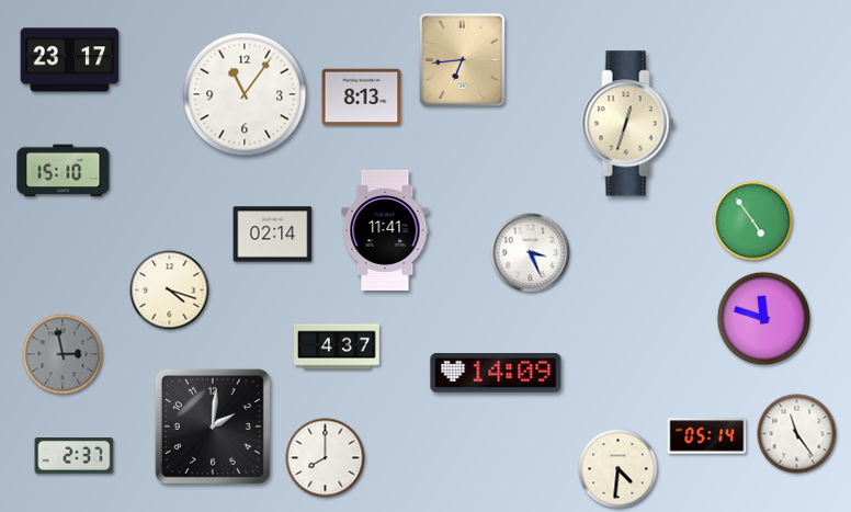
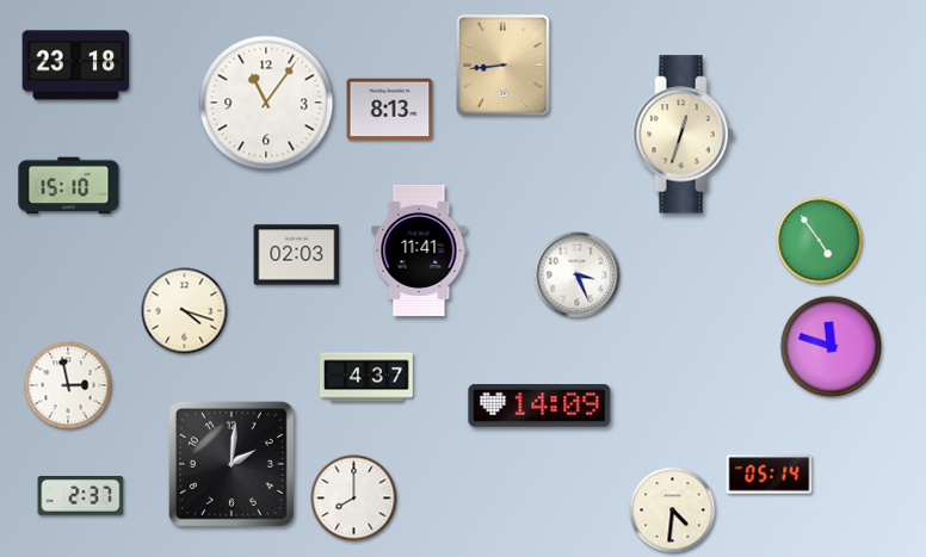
clock at (70, 60): 23:17 -> 23:18
clock at (463, 60): 6:44 -> 8:44
clock at (362, 98) position: (362, 98) -> (390, 110)
clock at (273, 235): 02:14 -> 02:03
clock at (170, 291) position: (170, 291) -> (185, 311)
clock at (63, 354) dial: grey -> white
clock at (797, 434): 11:24 -> none
